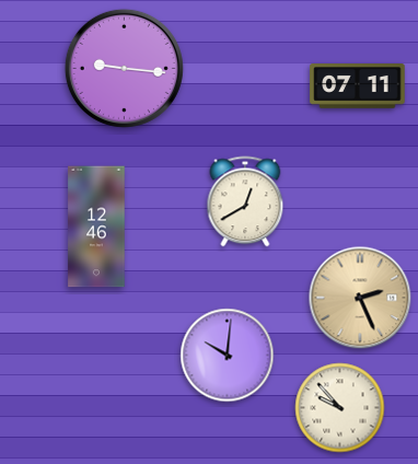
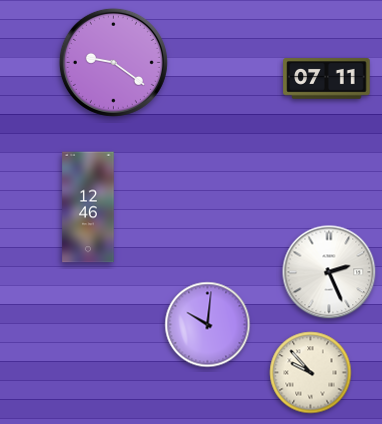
clock at (124, 68): 9:16 -> 9:21
clock at (245, 201): 12:40 -> none
clock at (360, 298) dial: champagne -> white
